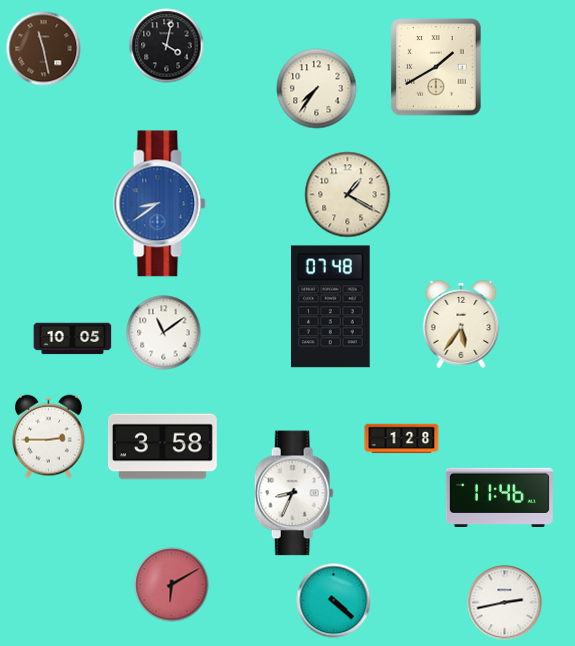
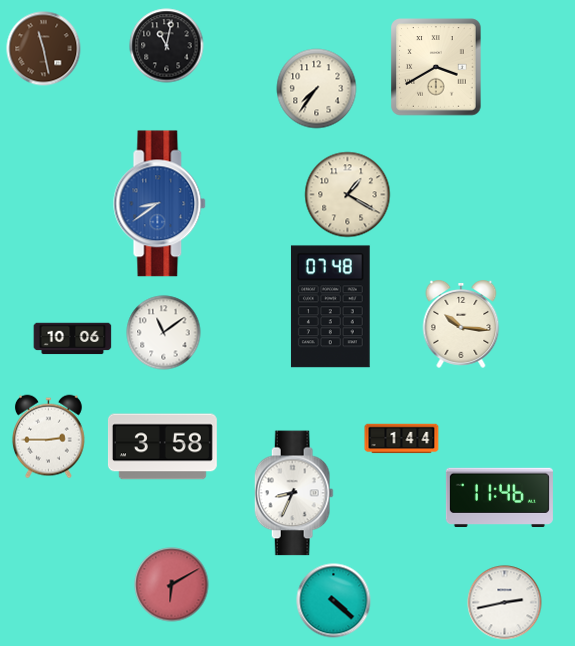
clock at (167, 46): 4:02 -> 11:02
clock at (436, 67): 1:40 -> 3:40
clock at (461, 325): 5:36 -> 10:16
clock at (73, 339): 10:05 -> 10:06
clock at (402, 439): 1:28 -> 1:44
